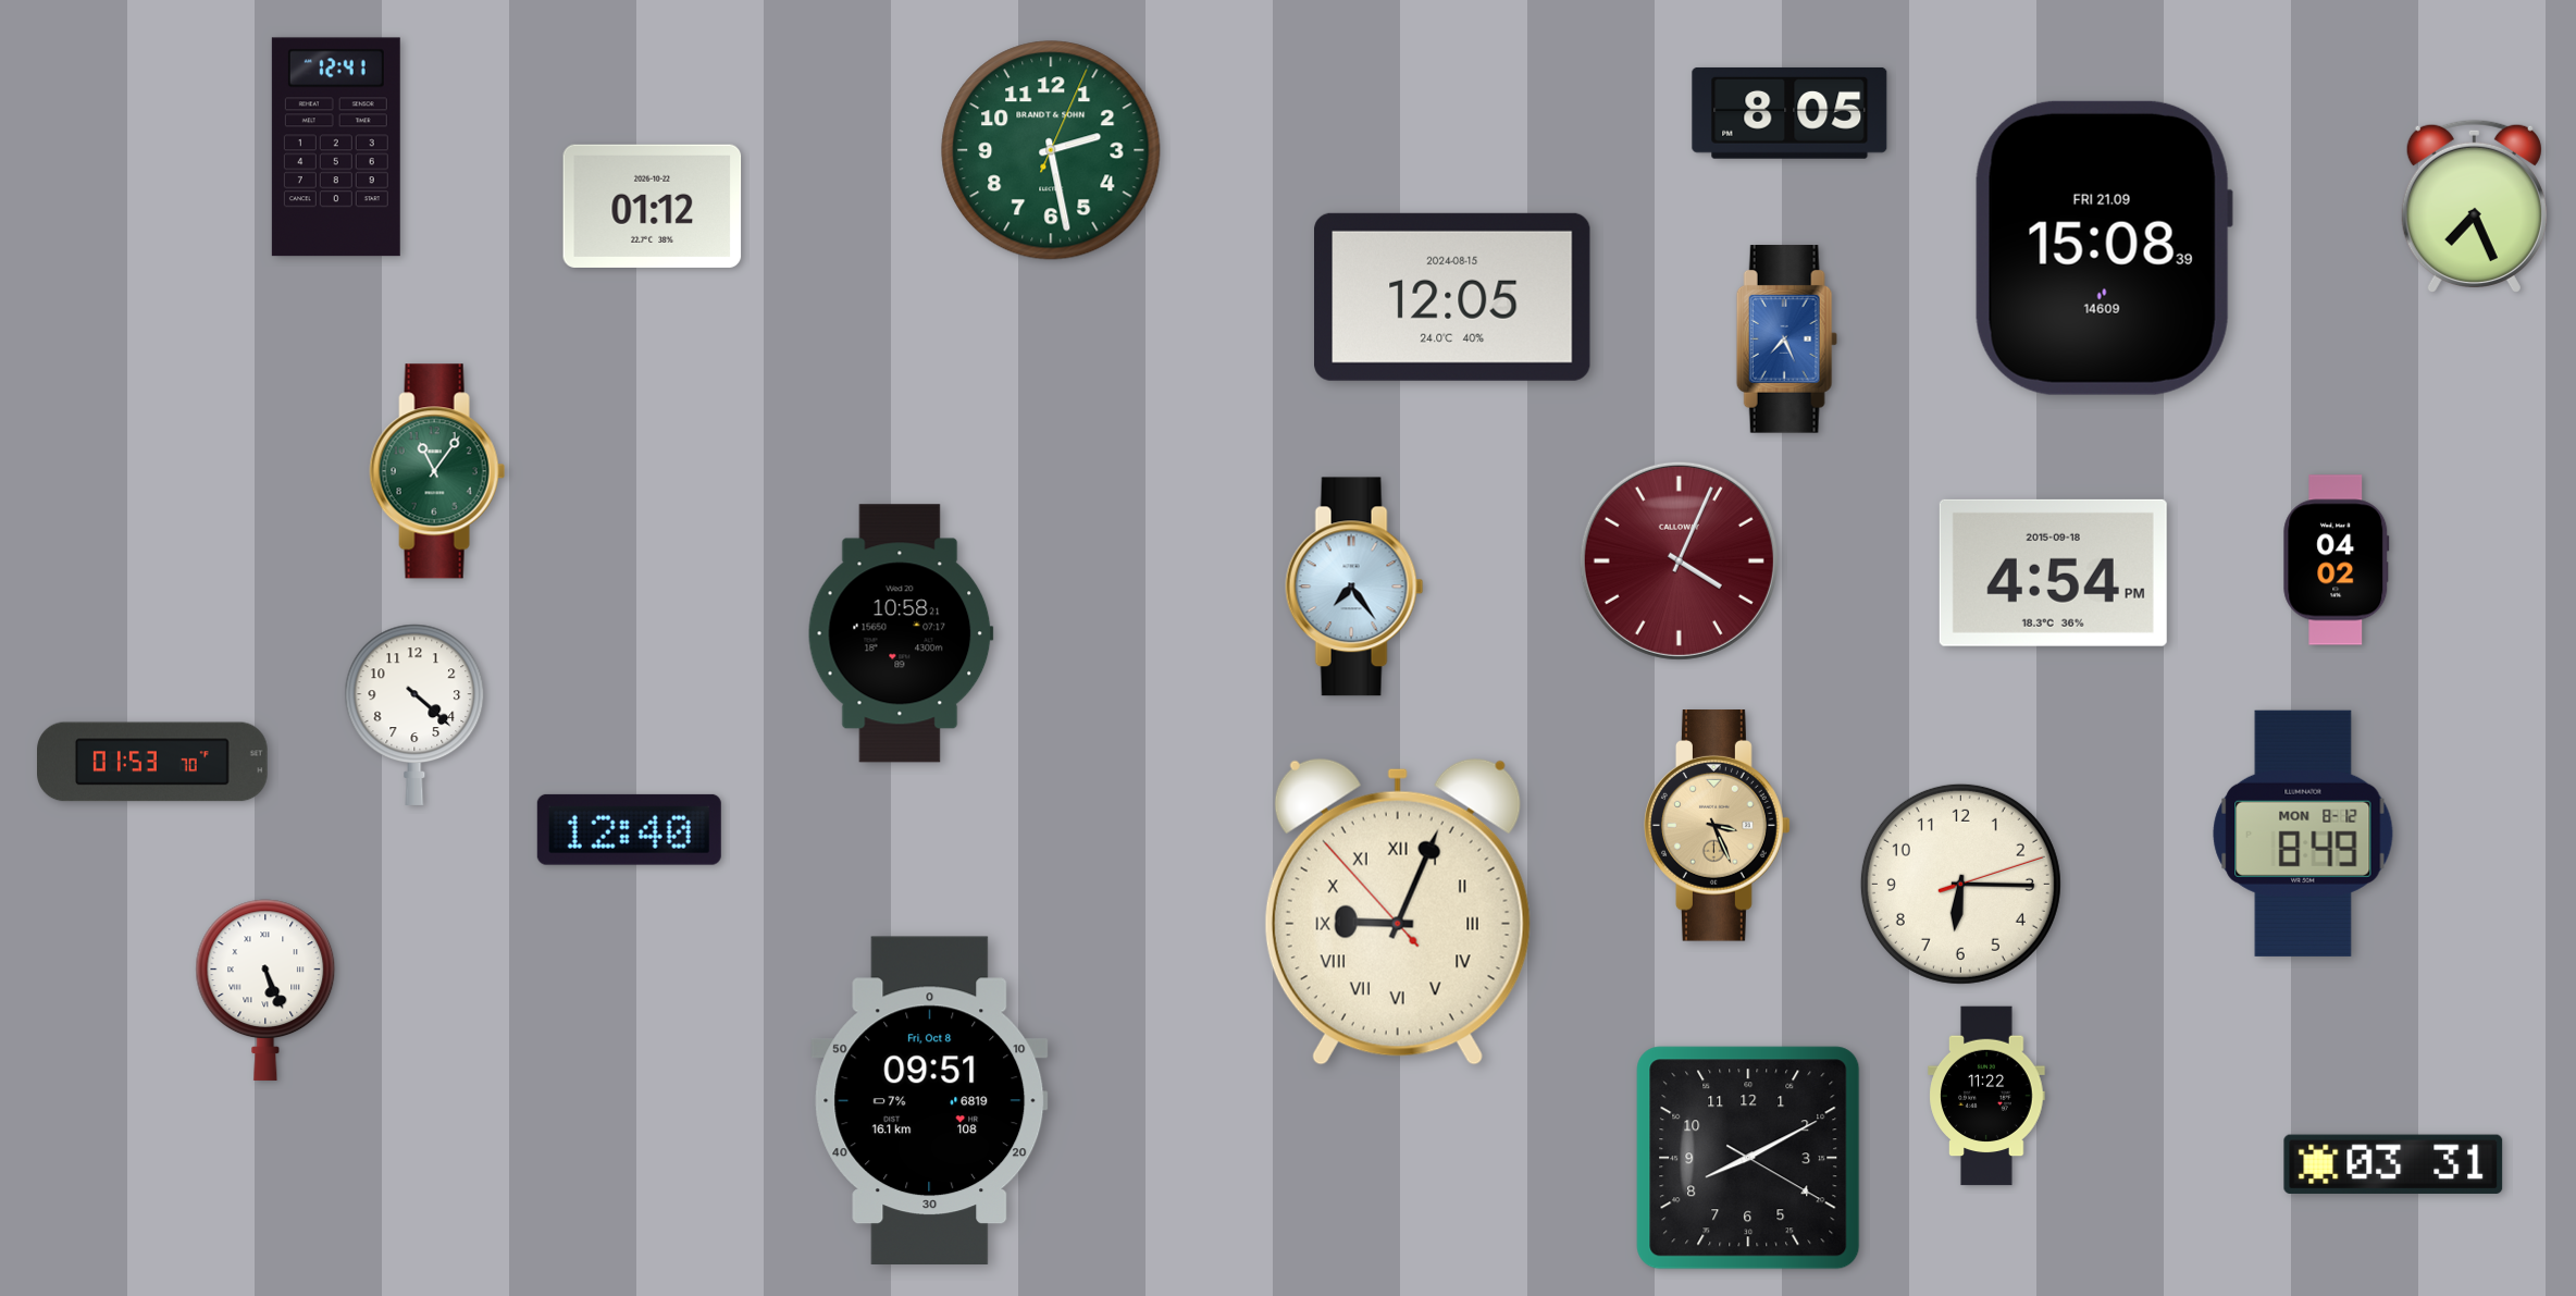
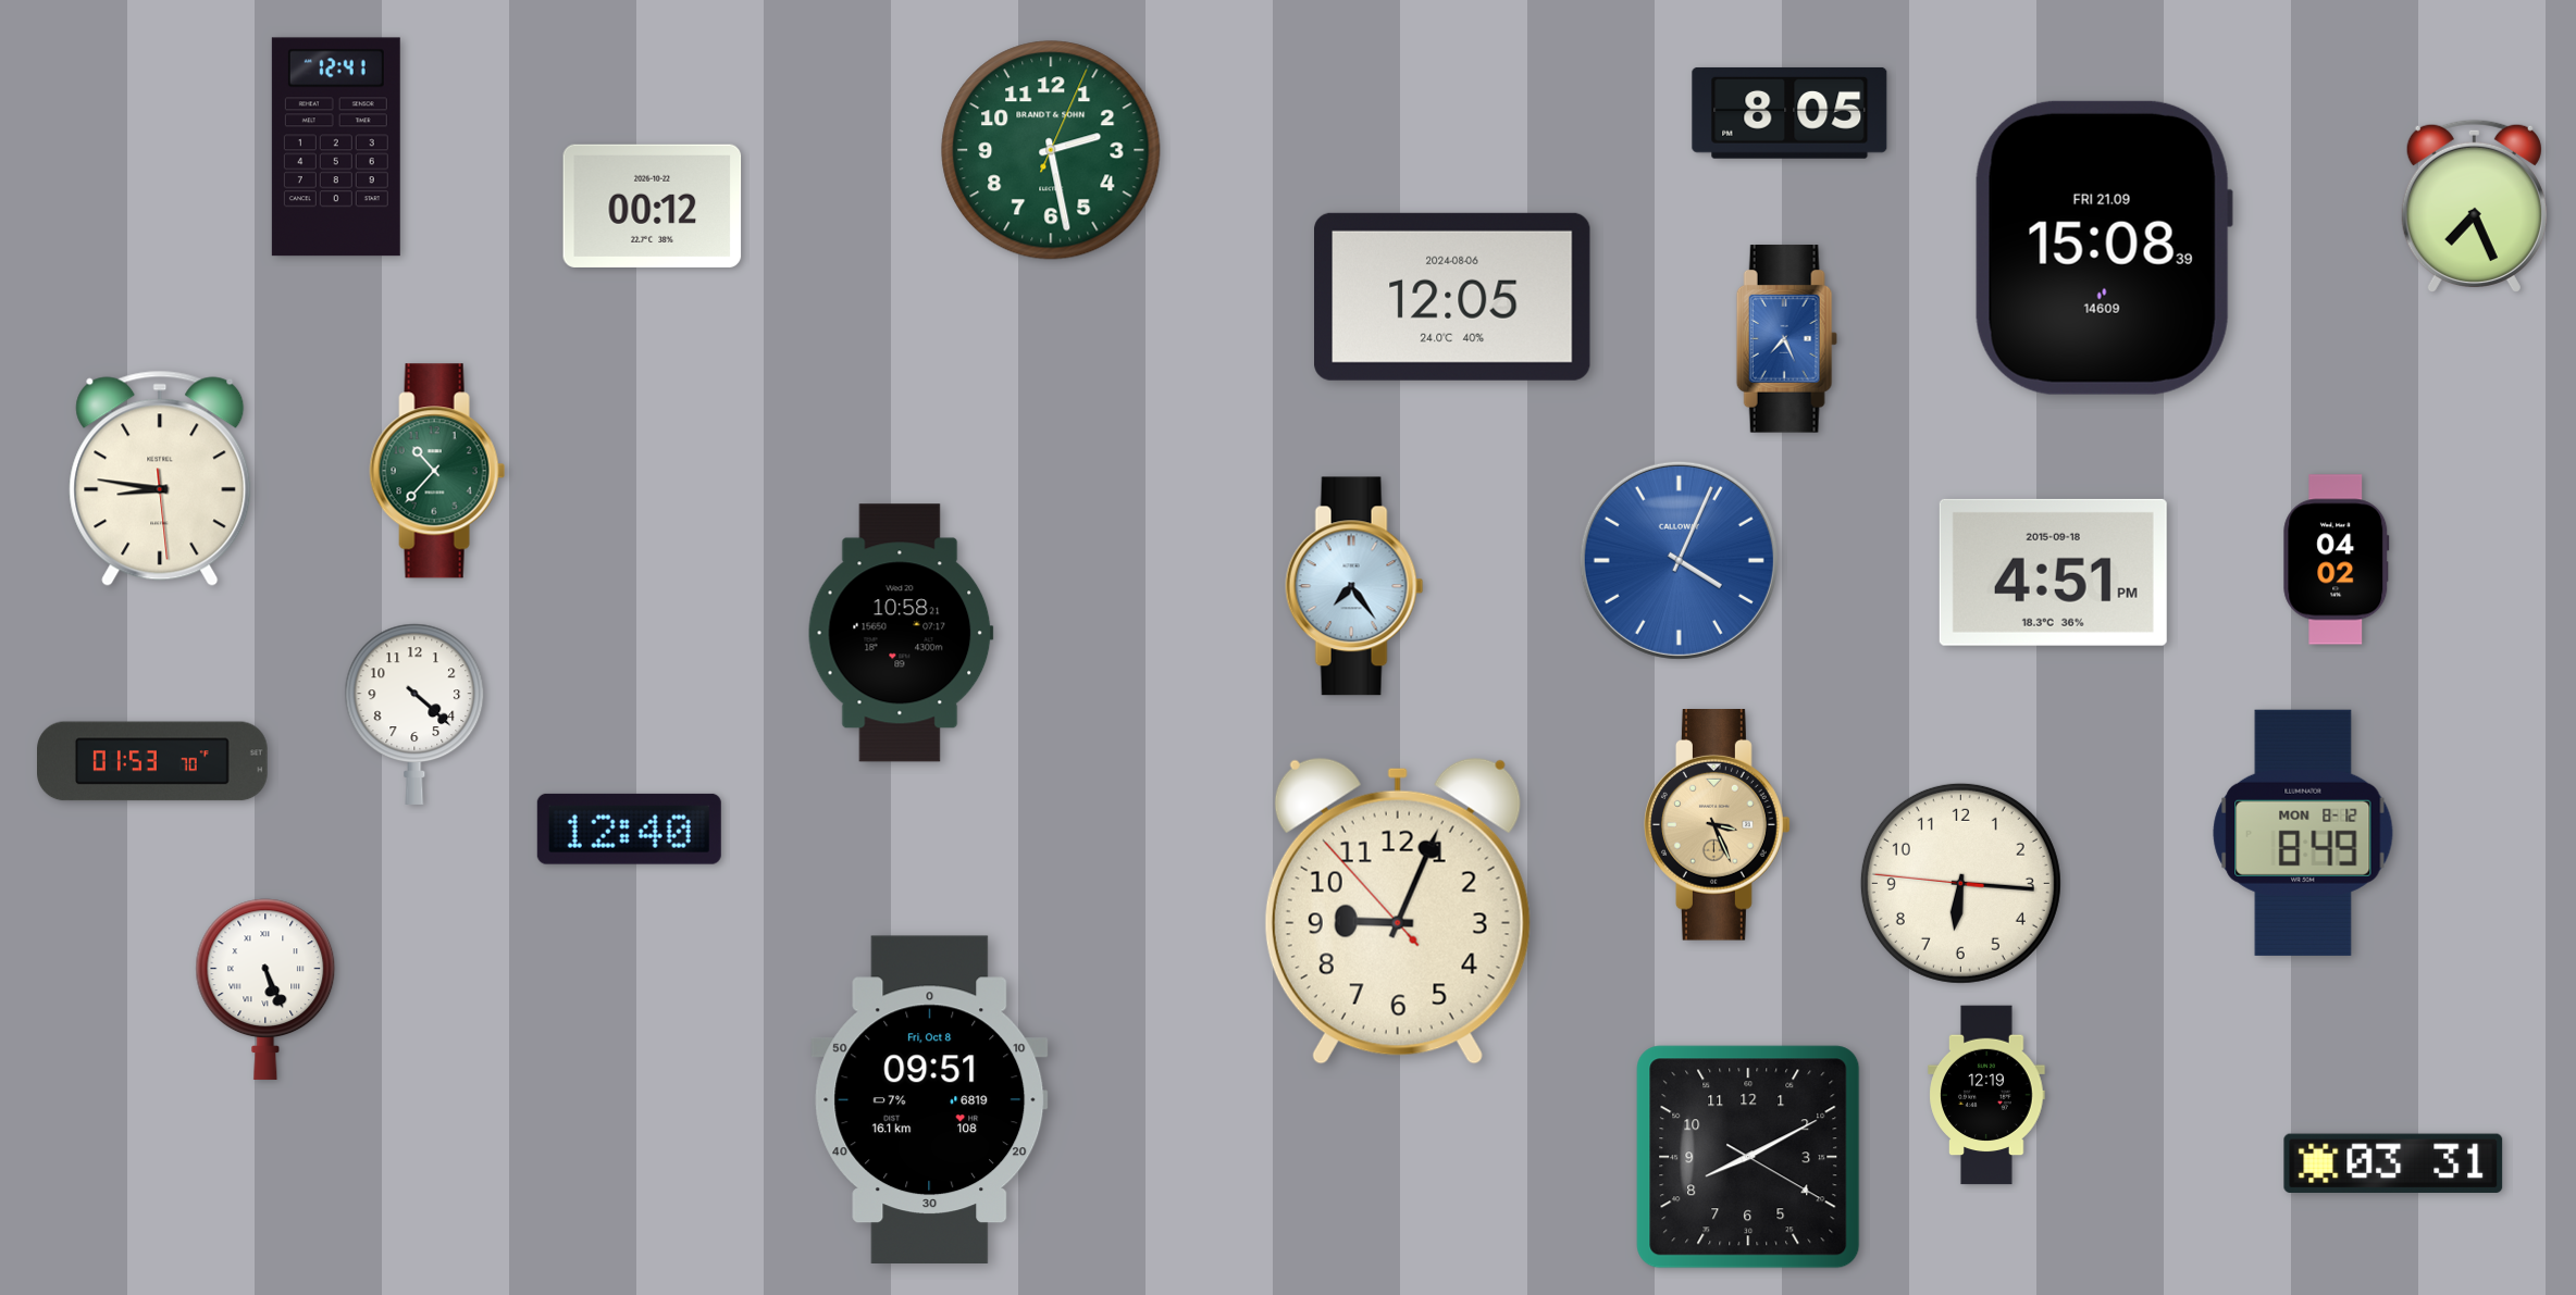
clock at (653, 206): 01:12 -> 00:12
clock at (1453, 297) date: 2024-08-15 -> 2024-08-06
clock at (437, 471): 11:06 -> 10:37
clock at (160, 478): none -> 8:46
clock at (1679, 560) dial: burgundy -> blue
clock at (2053, 572): 4:54 -> 4:51
clock at (1960, 884): 6:15:12 -> 6:15:46
clock at (1398, 912) numerals: Roman -> Arabic
clock at (1986, 1096): 11:22 -> 12:19
